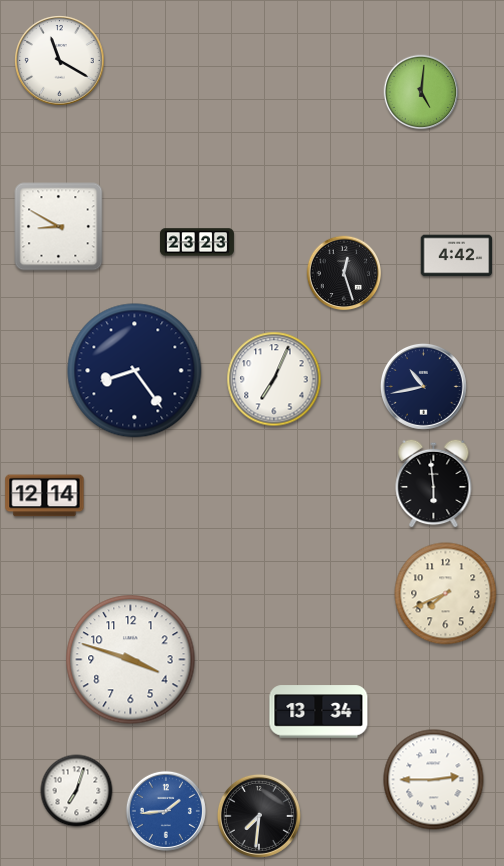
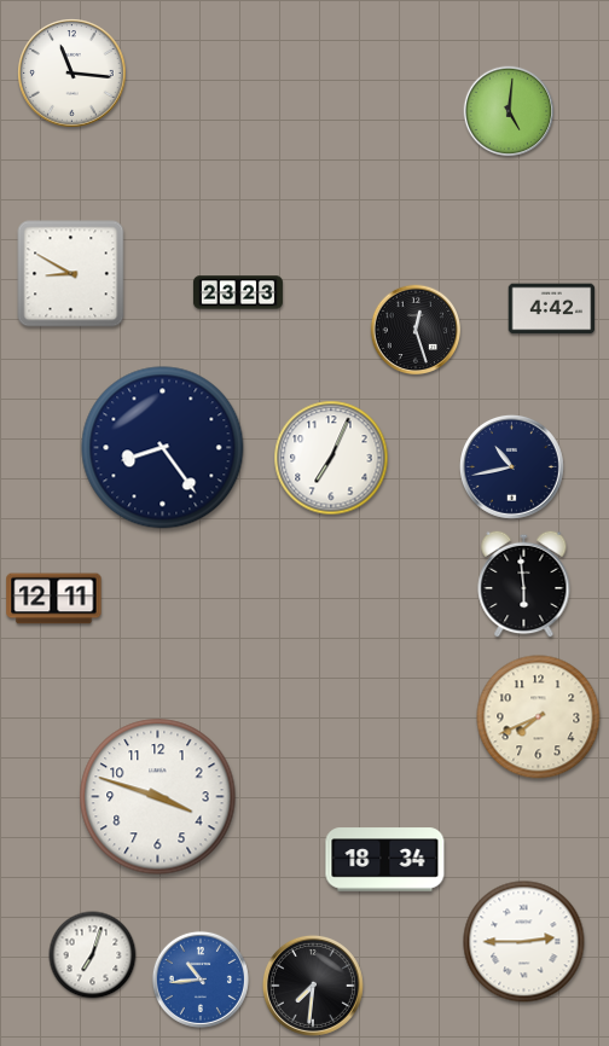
clock at (60, 61): 11:20 -> 11:16
clock at (45, 496): 12:14 -> 12:11
clock at (319, 712): 13:34 -> 18:34
clock at (166, 811): 1:44 -> 10:44
